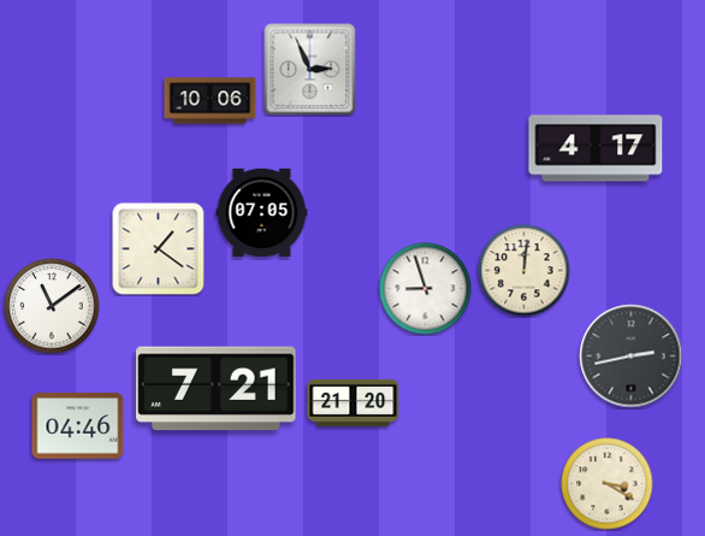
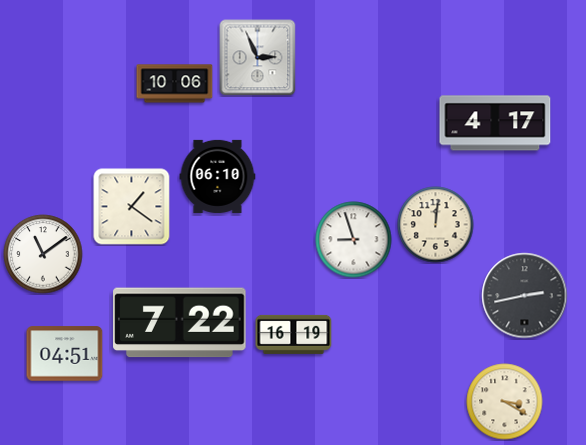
clock at (262, 212): 07:05 -> 06:10
clock at (217, 389): 7:21 -> 7:22
clock at (354, 402): 21:20 -> 16:19
clock at (78, 426): 04:46 -> 04:51
